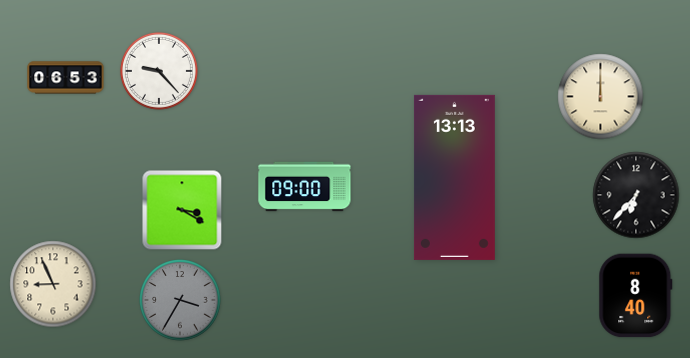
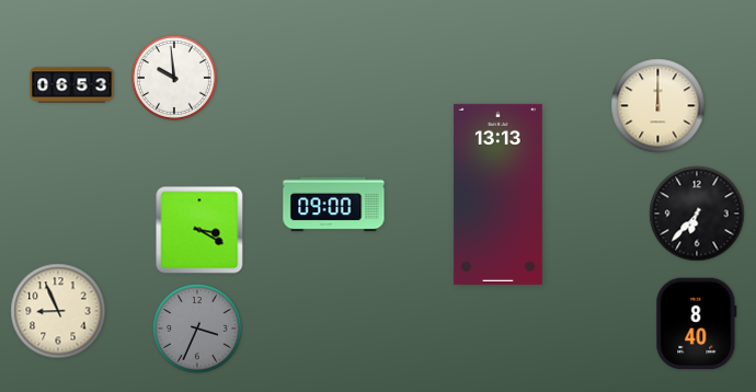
clock at (159, 71): 9:23 -> 9:59
clock at (180, 300): 3:35 -> 3:34
